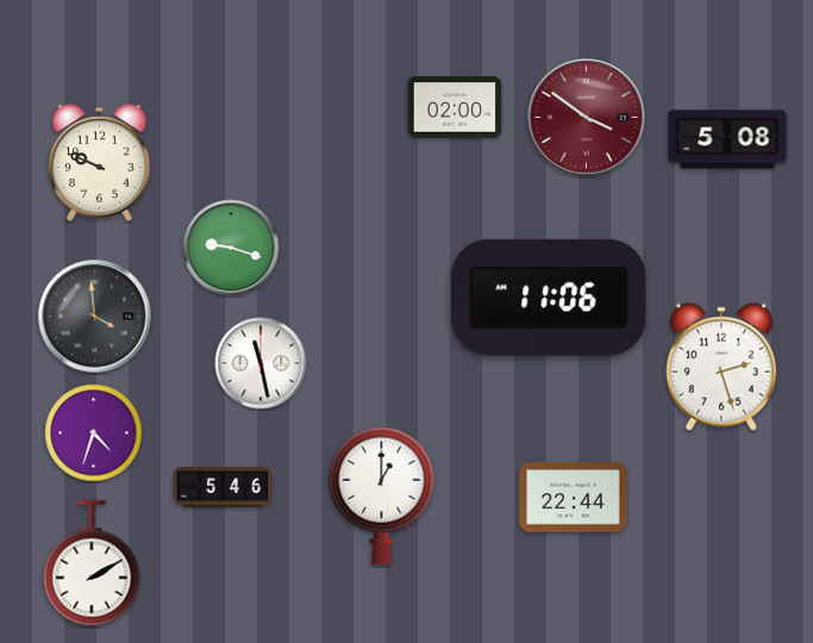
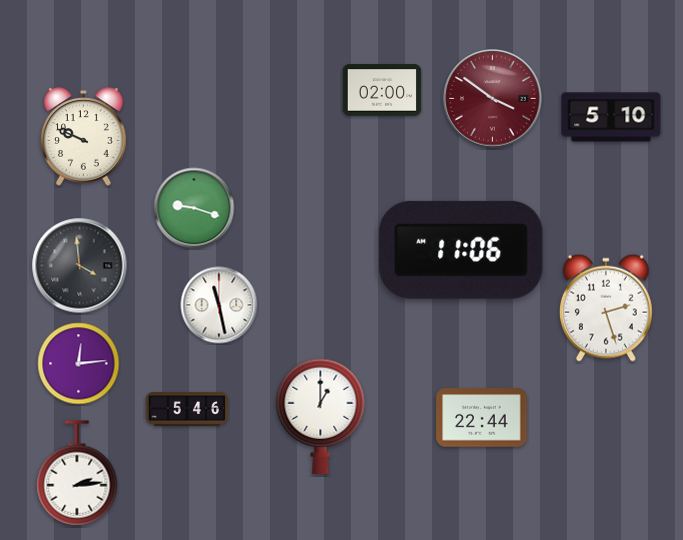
clock at (727, 139): 5:08 -> 5:10
clock at (94, 433): 4:33 -> 12:14
clock at (92, 563): 2:10 -> 2:14
